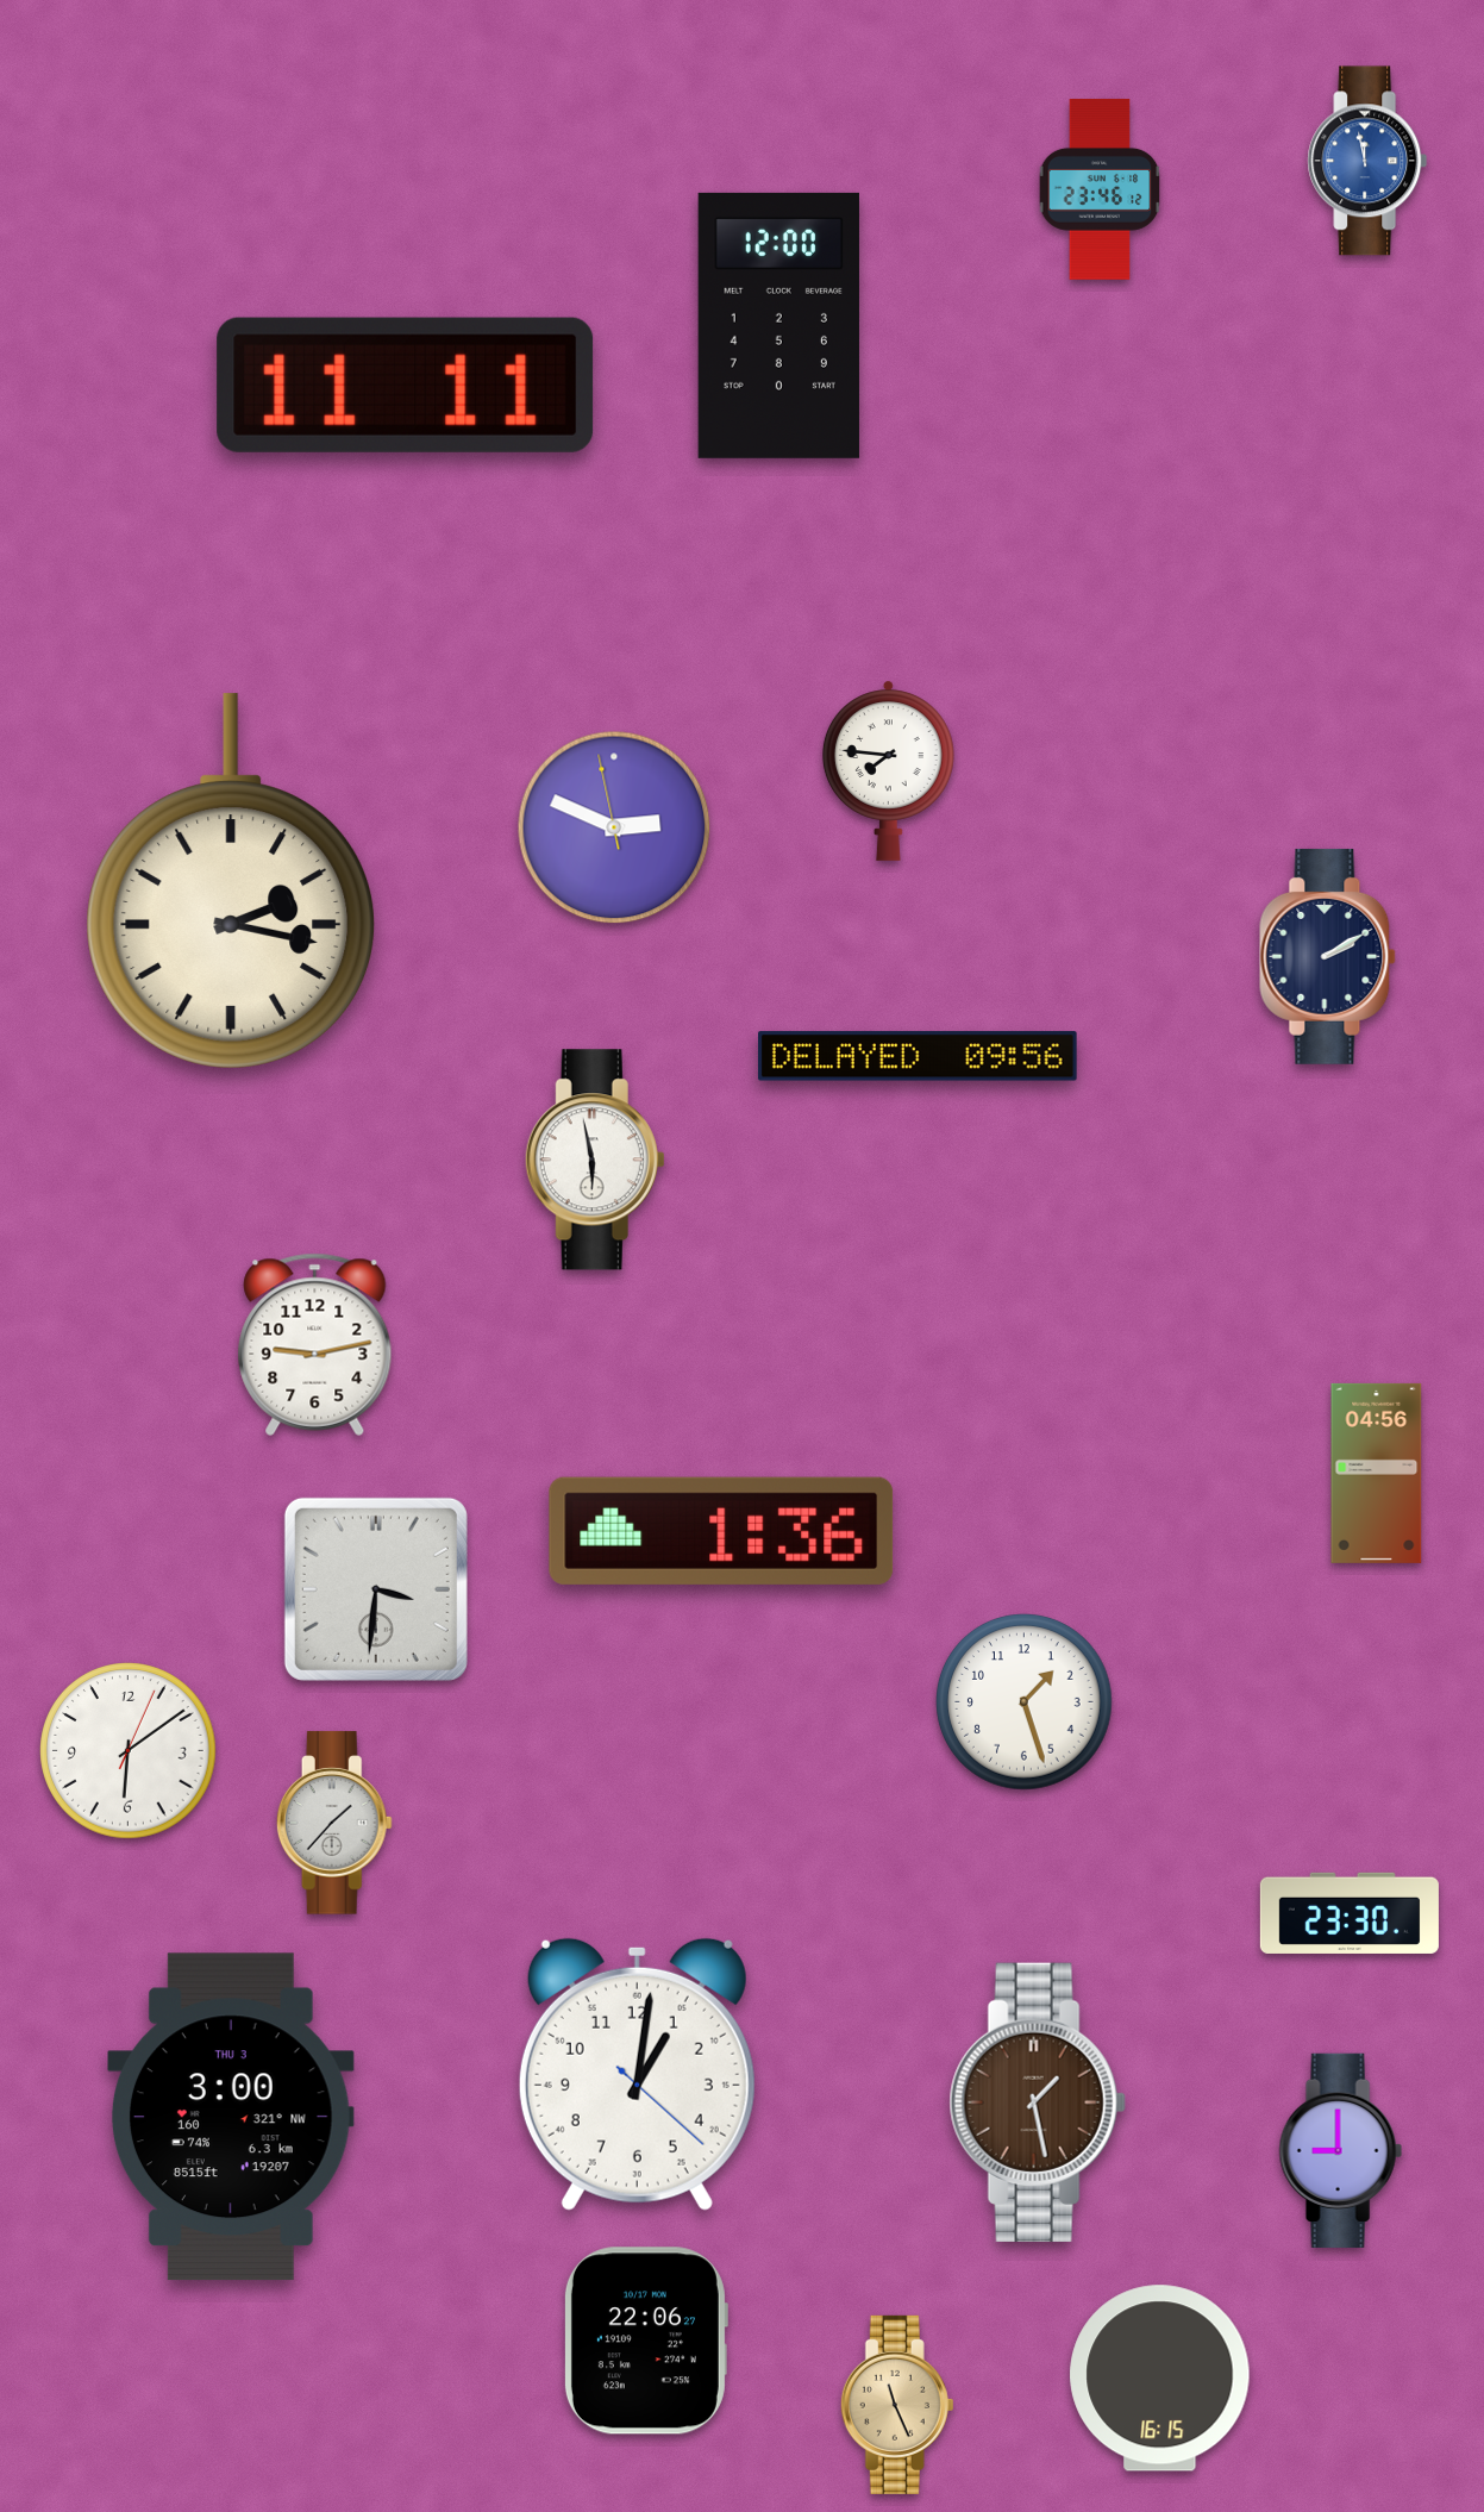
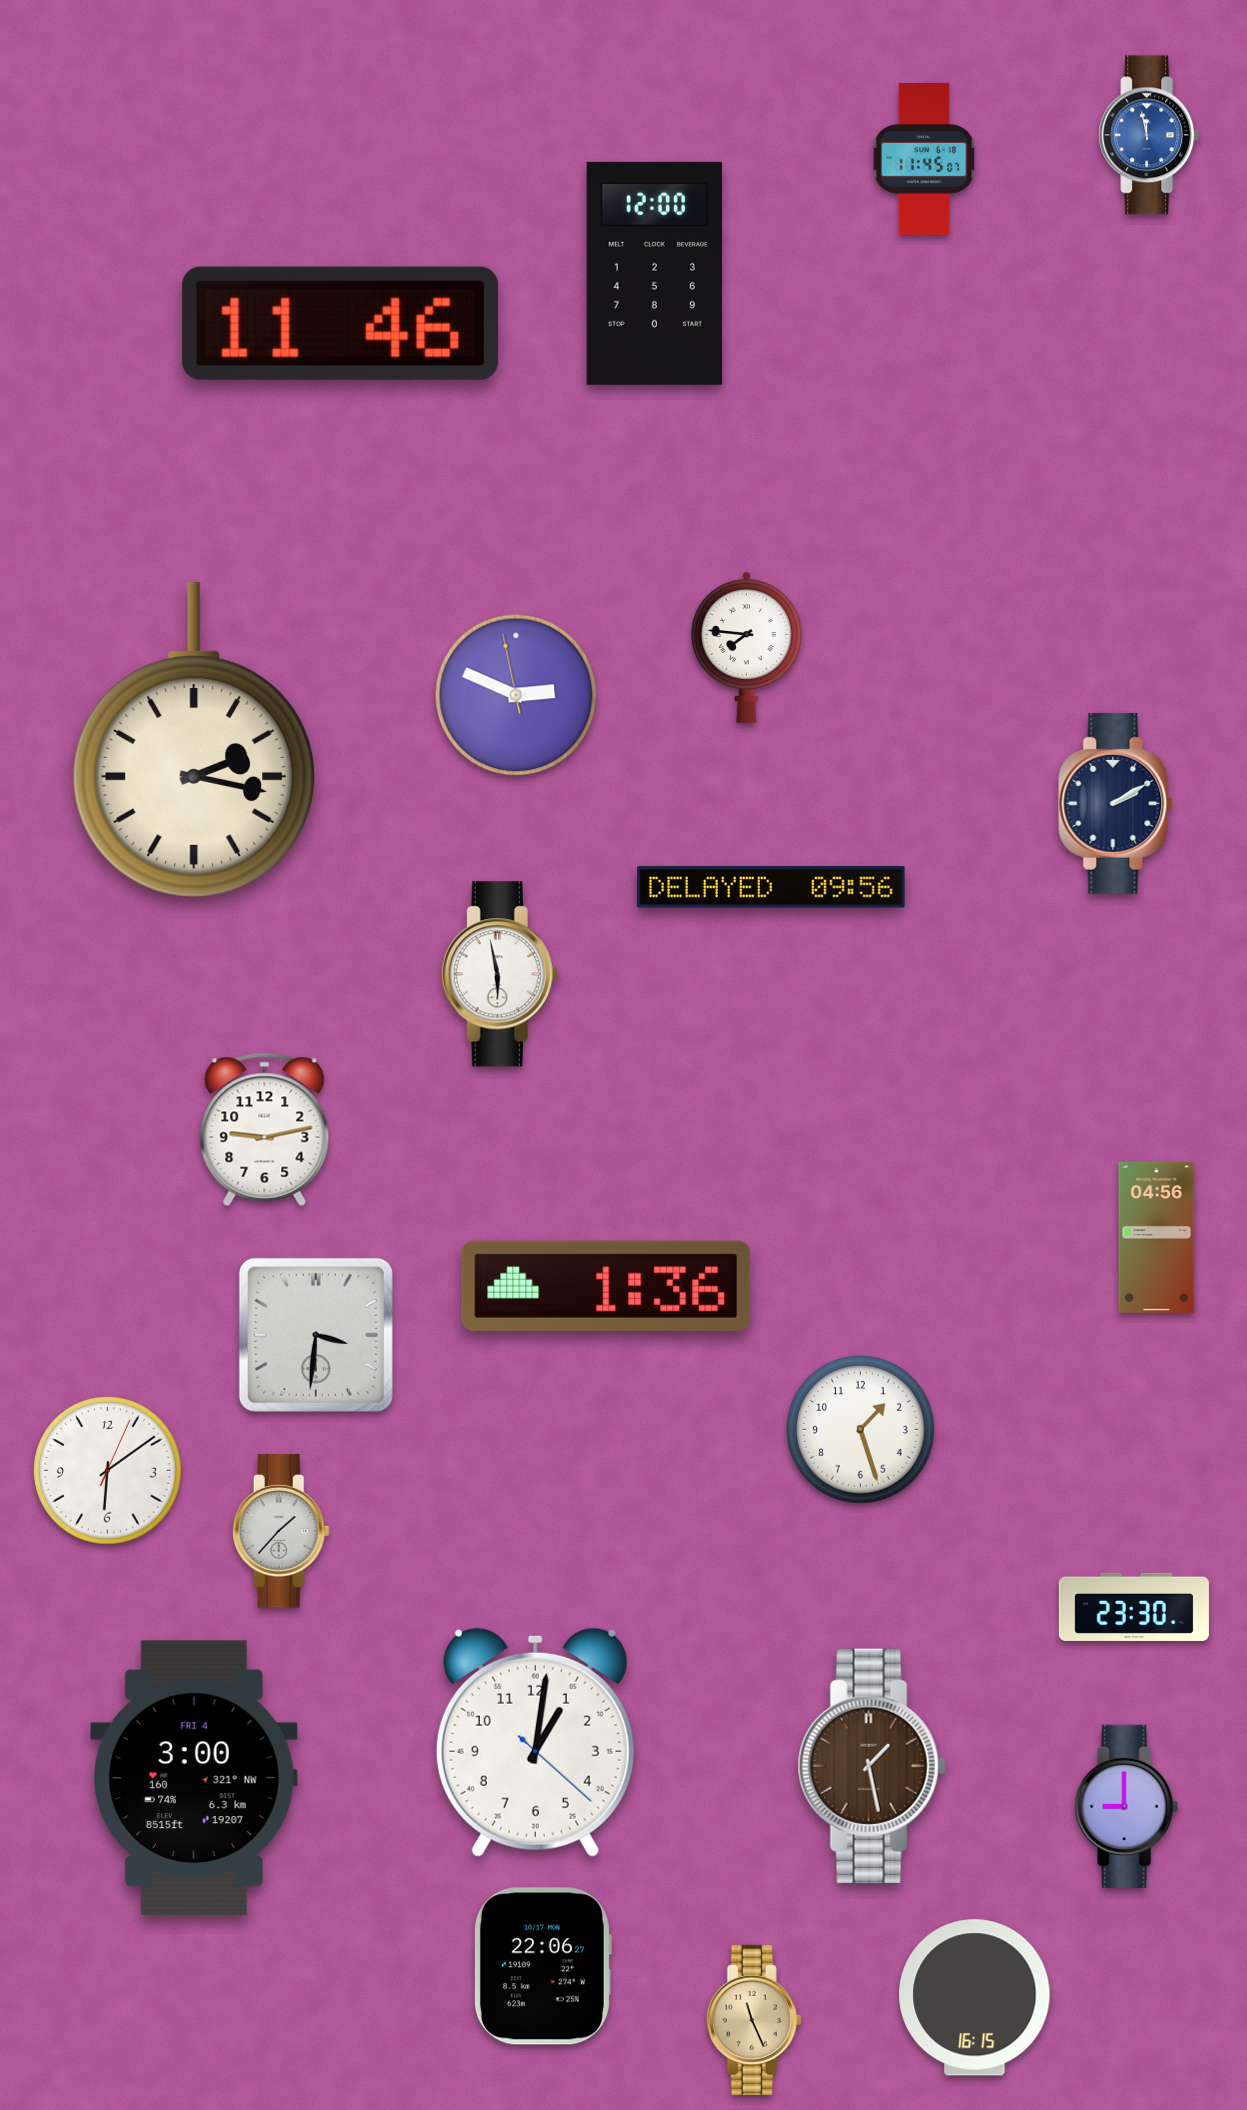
clock at (1100, 189): 23:46 -> 11:45
clock at (406, 385): 11:11 -> 11:46
clock at (231, 2117) date: THU 3 -> FRI 4
